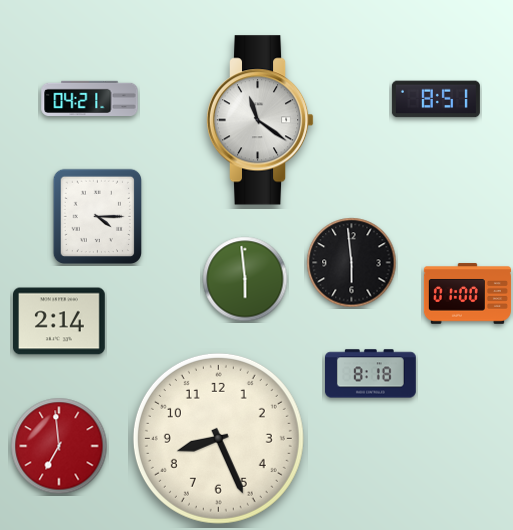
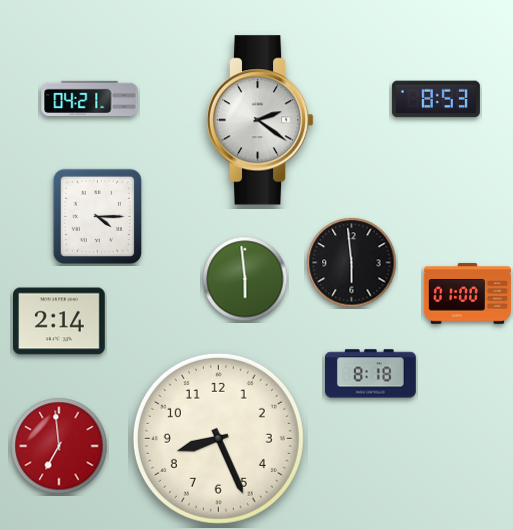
clock at (436, 99): 8:51 -> 8:53
clock at (260, 120): 11:21 -> 2:21
